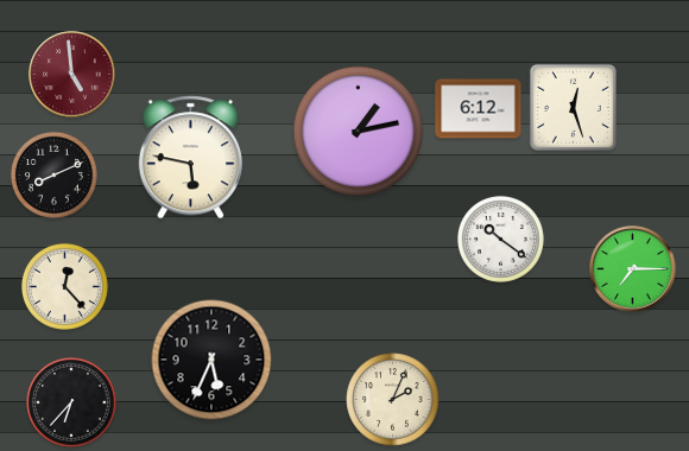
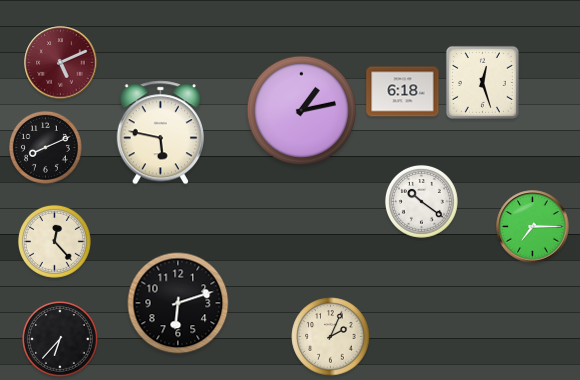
clock at (72, 75): 4:59 -> 5:11
clock at (573, 107) position: (573, 107) -> (482, 82)
clock at (479, 109): 6:12 -> 6:18
clock at (211, 360): 5:34 -> 6:12
